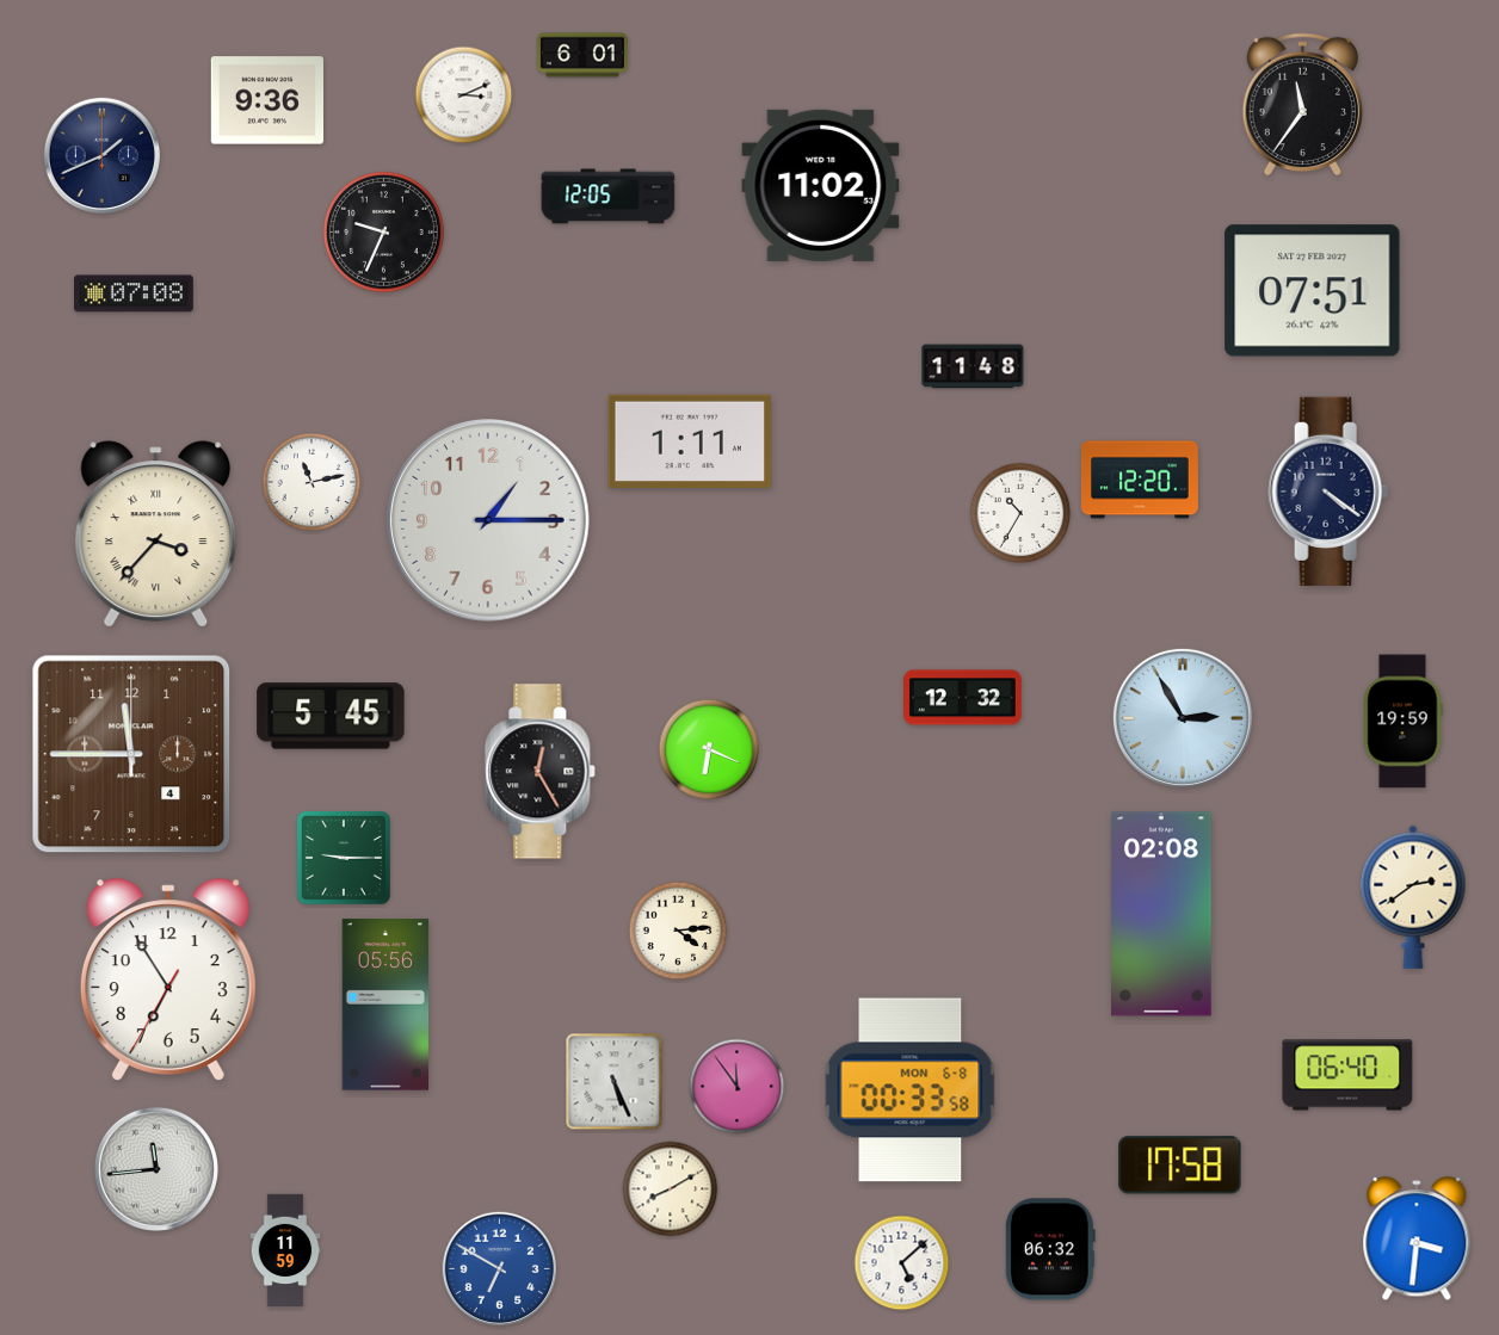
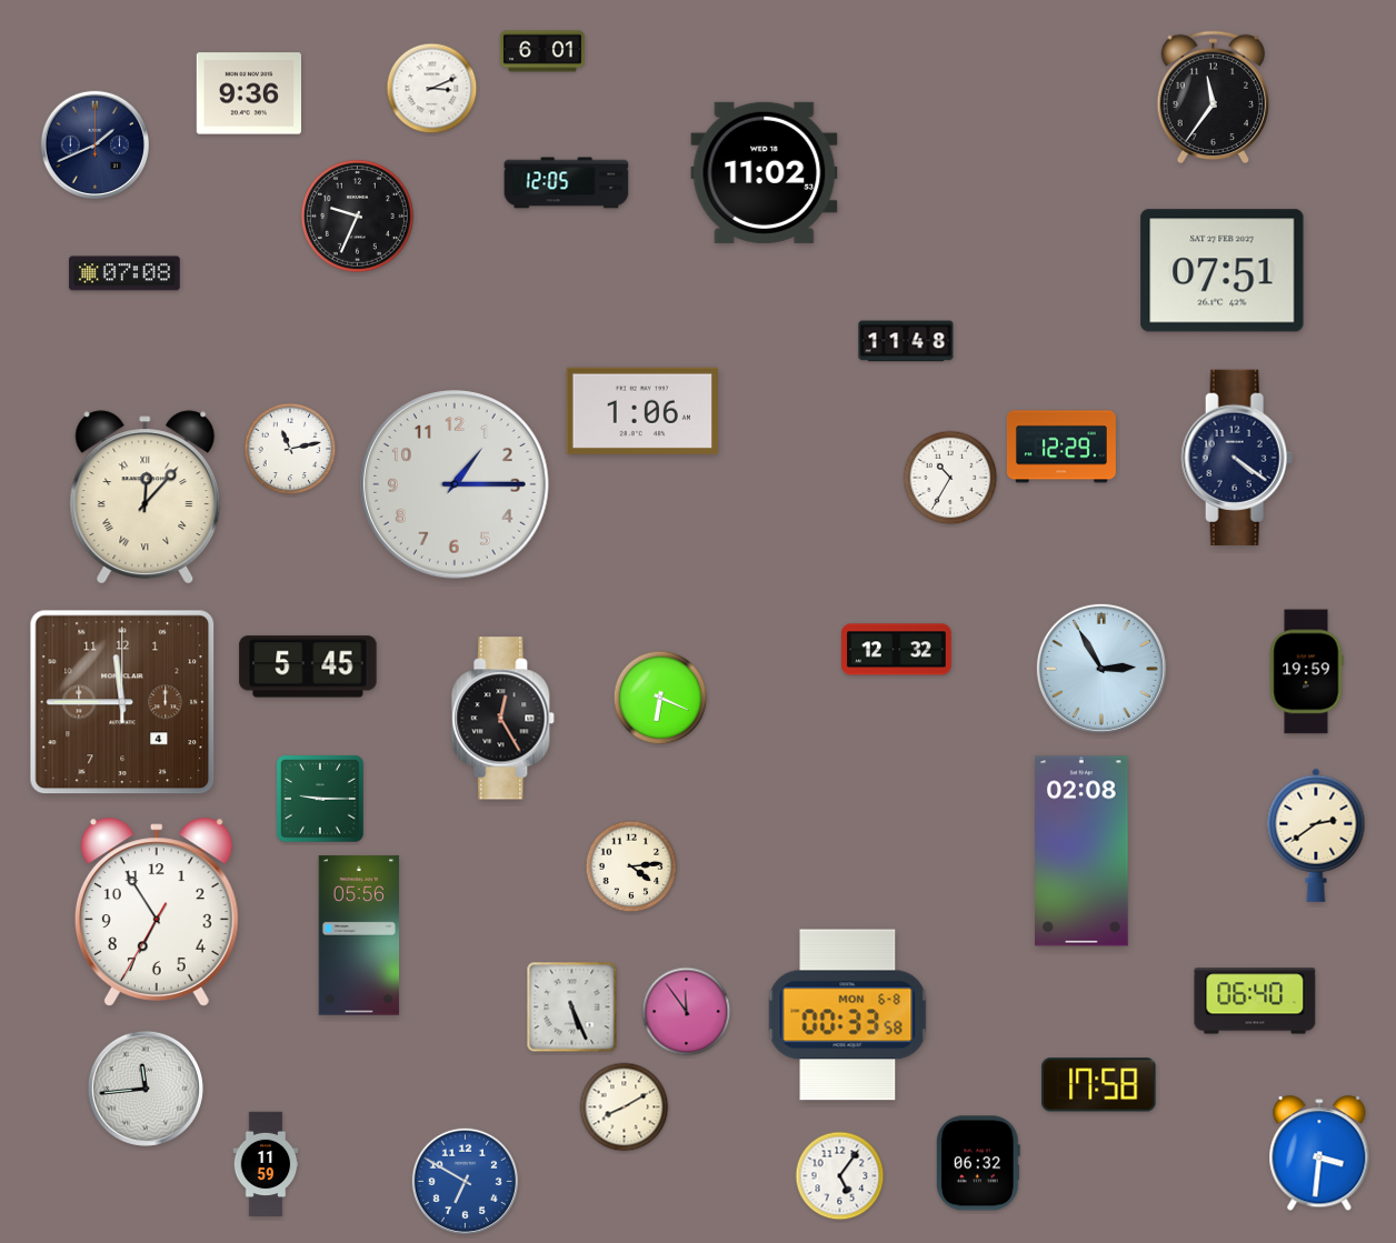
clock at (689, 441): 1:11 -> 1:06
clock at (1140, 480): 12:20 -> 12:29
clock at (156, 533): 3:37 -> 12:07
clock at (902, 1263): 5:08 -> 5:06
